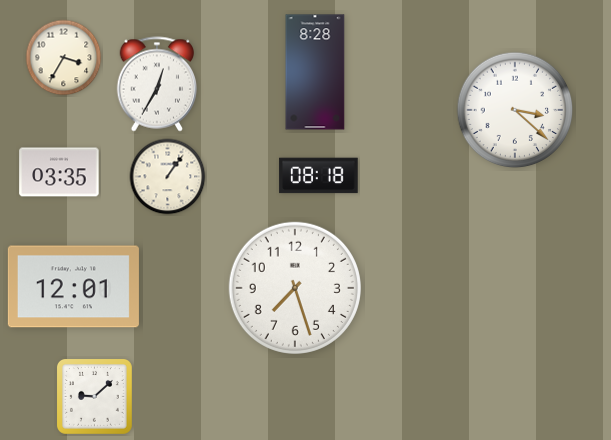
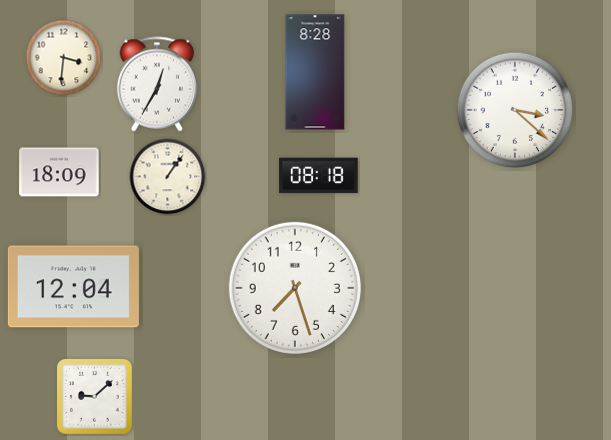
clock at (64, 58): 3:35 -> 3:31
clock at (59, 172): 03:35 -> 18:09
clock at (73, 287): 12:01 -> 12:04
